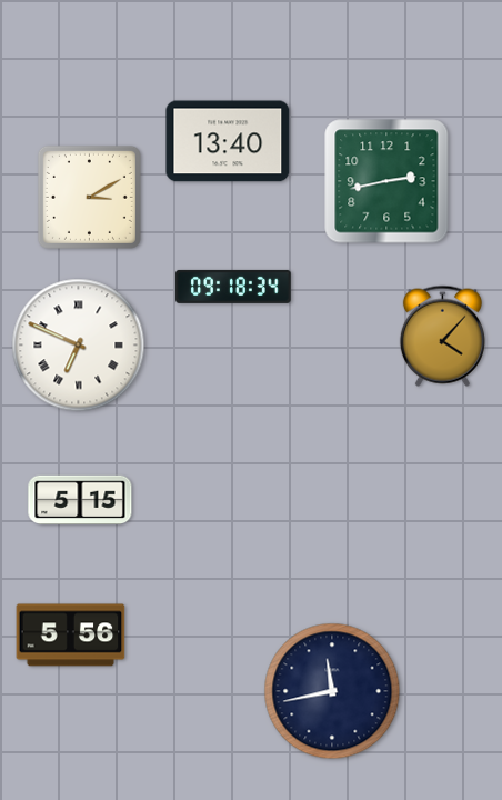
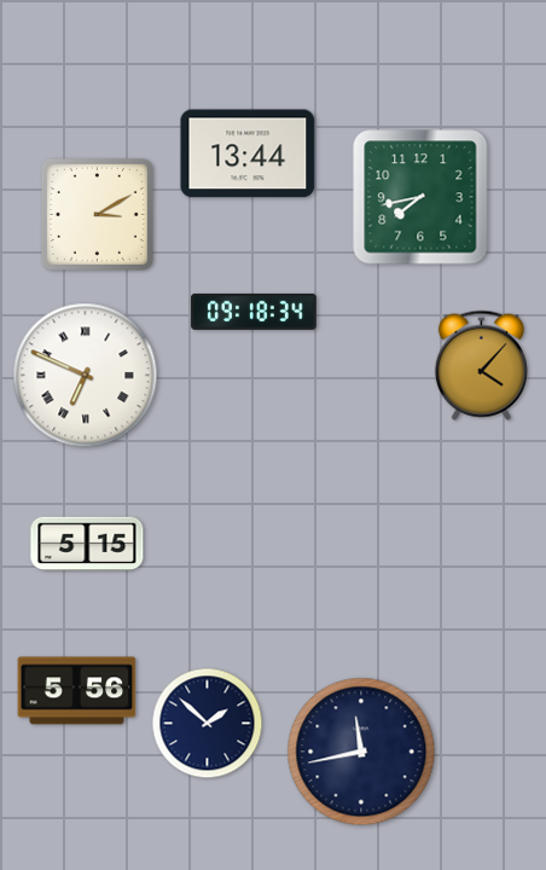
clock at (228, 141): 13:40 -> 13:44
clock at (386, 181): 2:43 -> 7:43
clock at (208, 724): none -> 1:52
